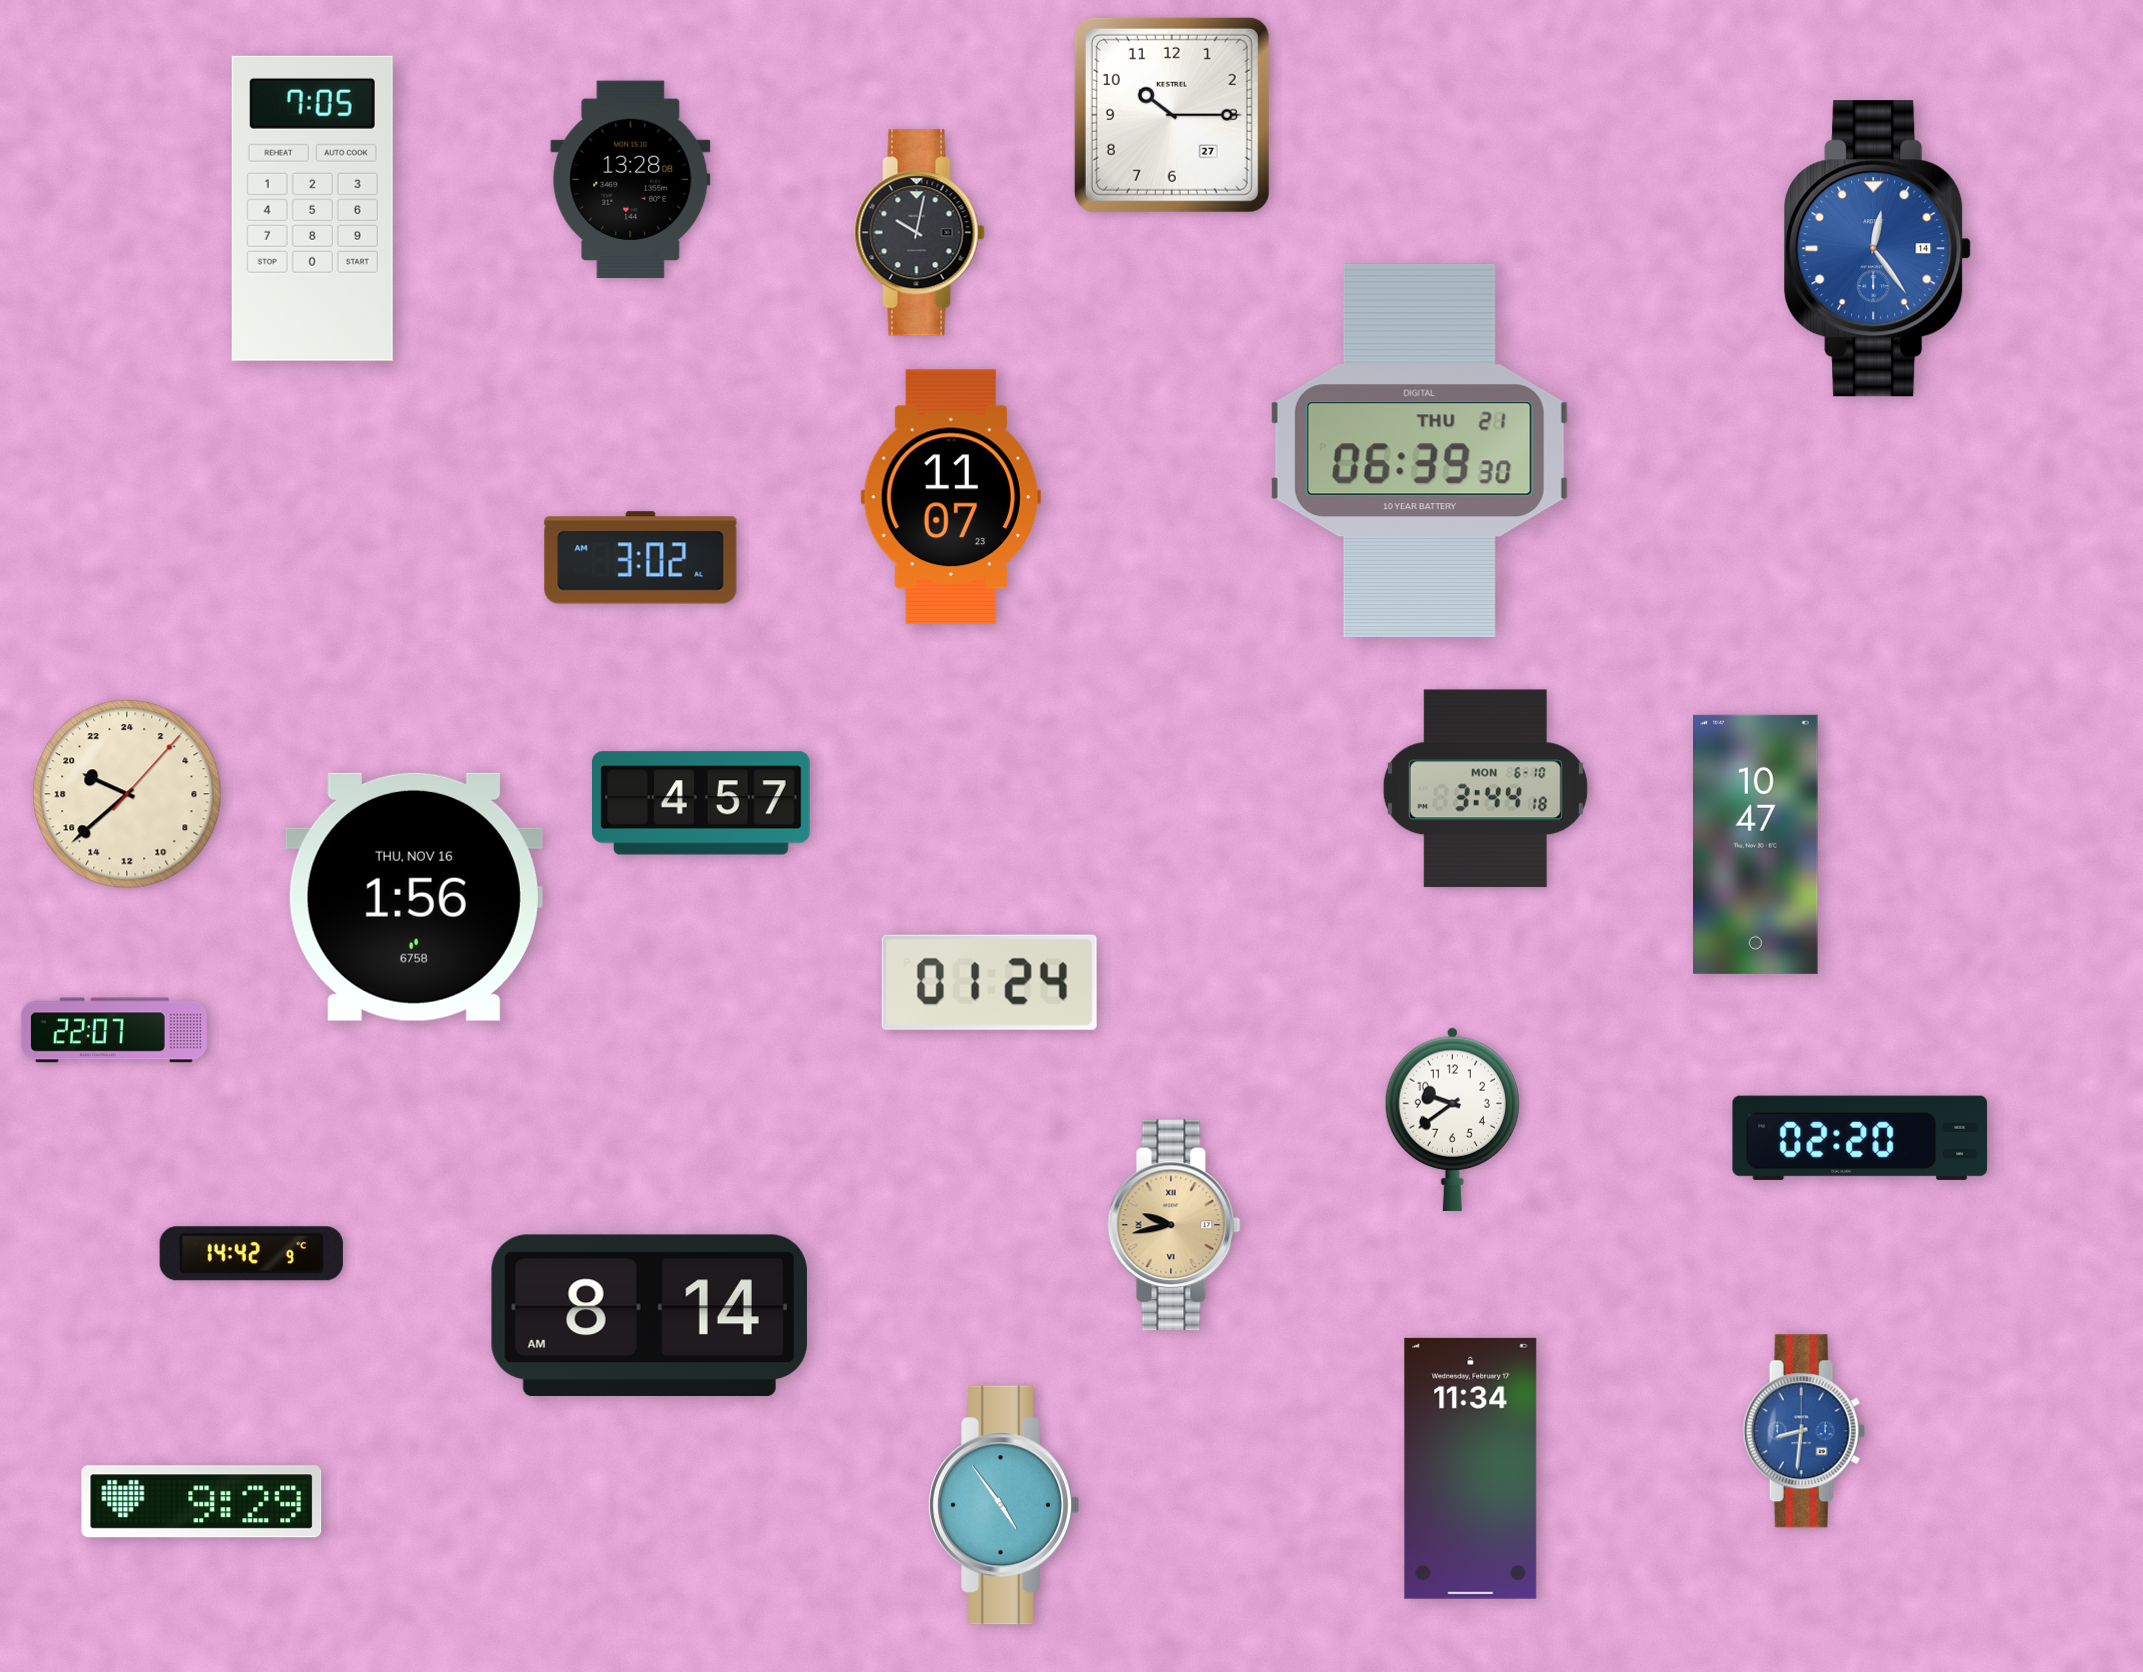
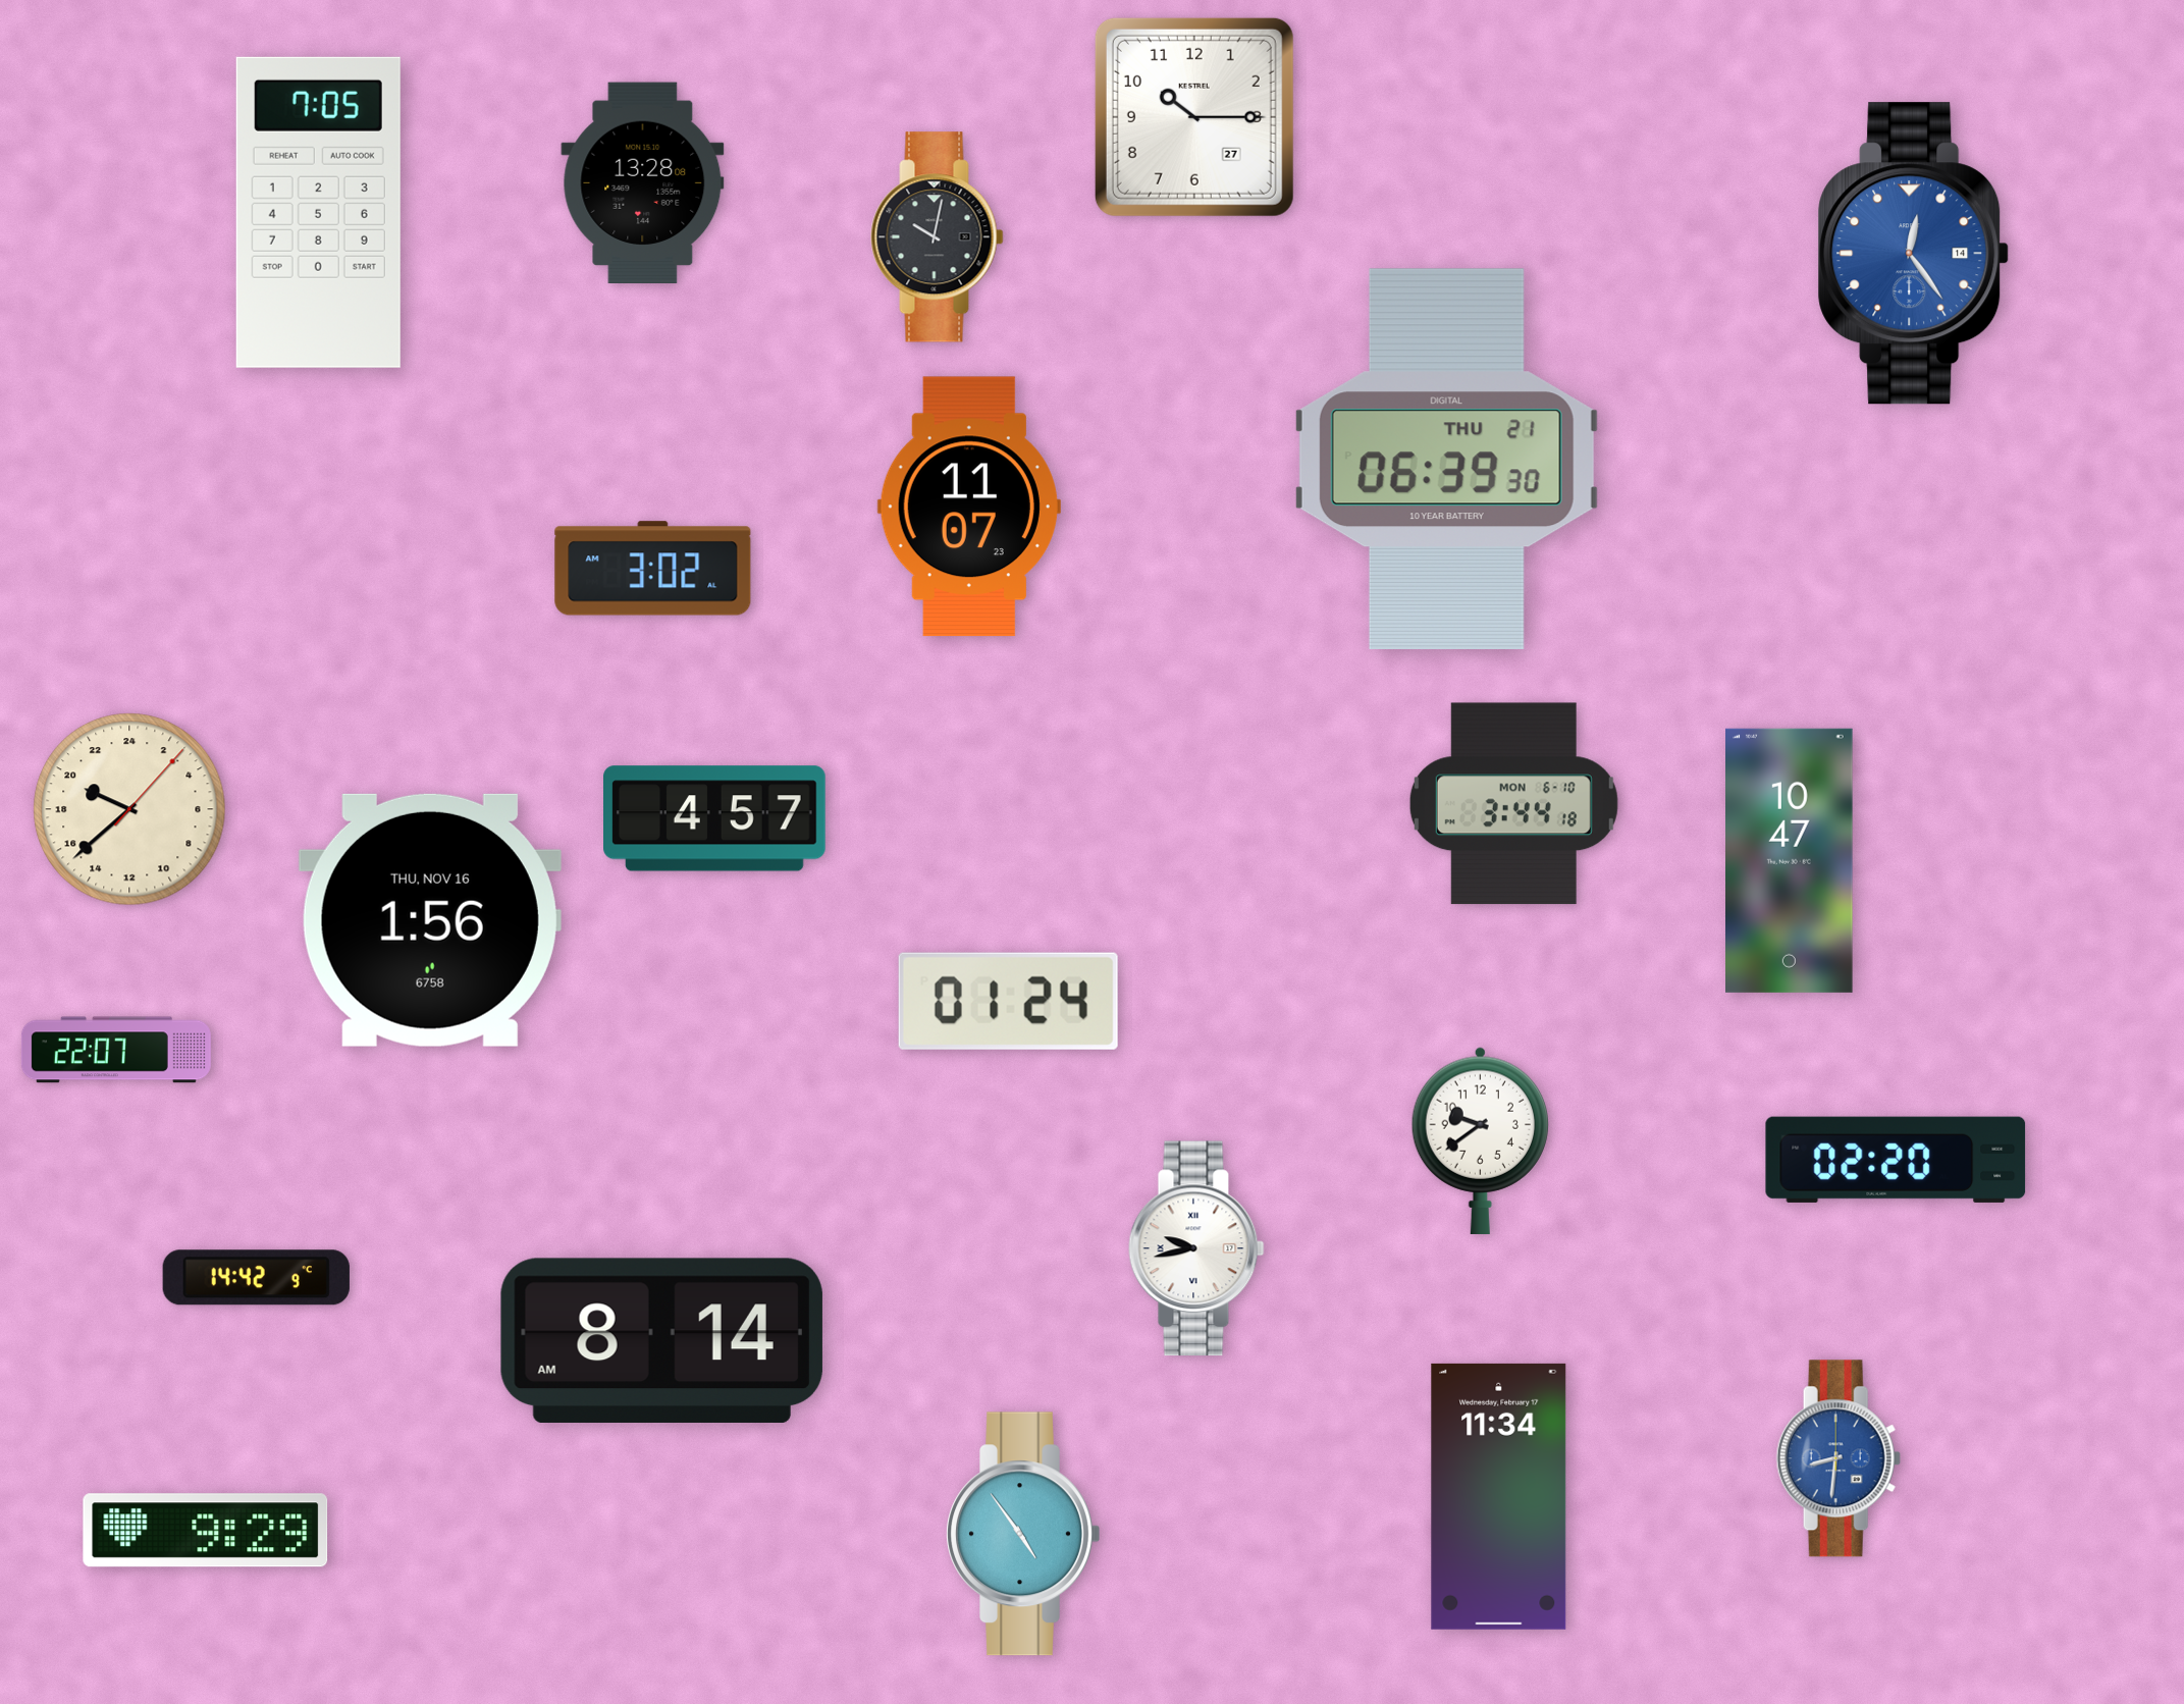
clock at (414, 897) position: (414, 897) -> (430, 920)
clock at (1174, 1225) dial: champagne -> white
